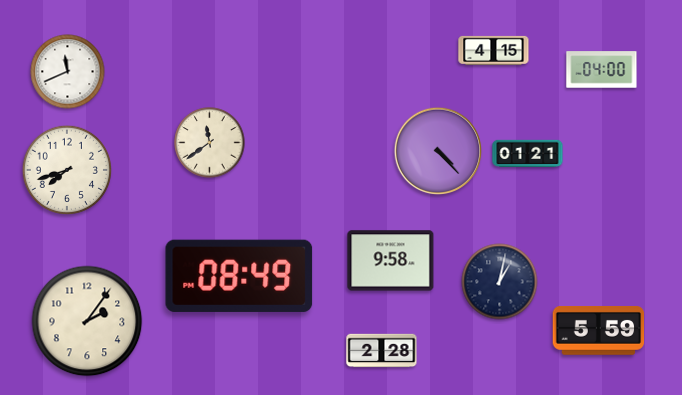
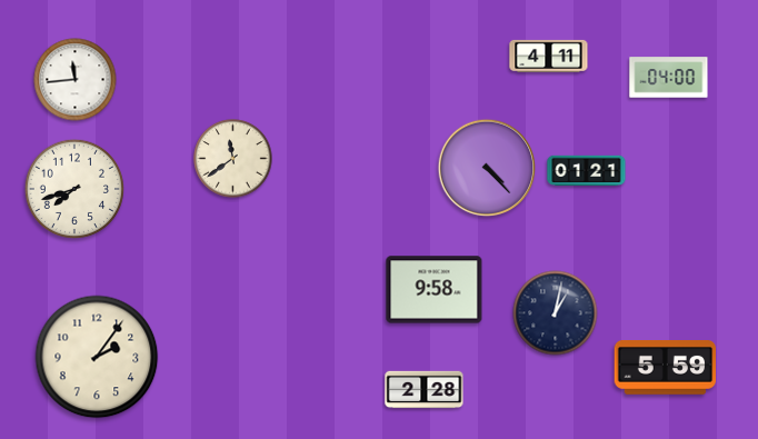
clock at (494, 50): 4:15 -> 4:11
clock at (68, 72): 11:41 -> 11:44
clock at (239, 276): 08:49 -> none
